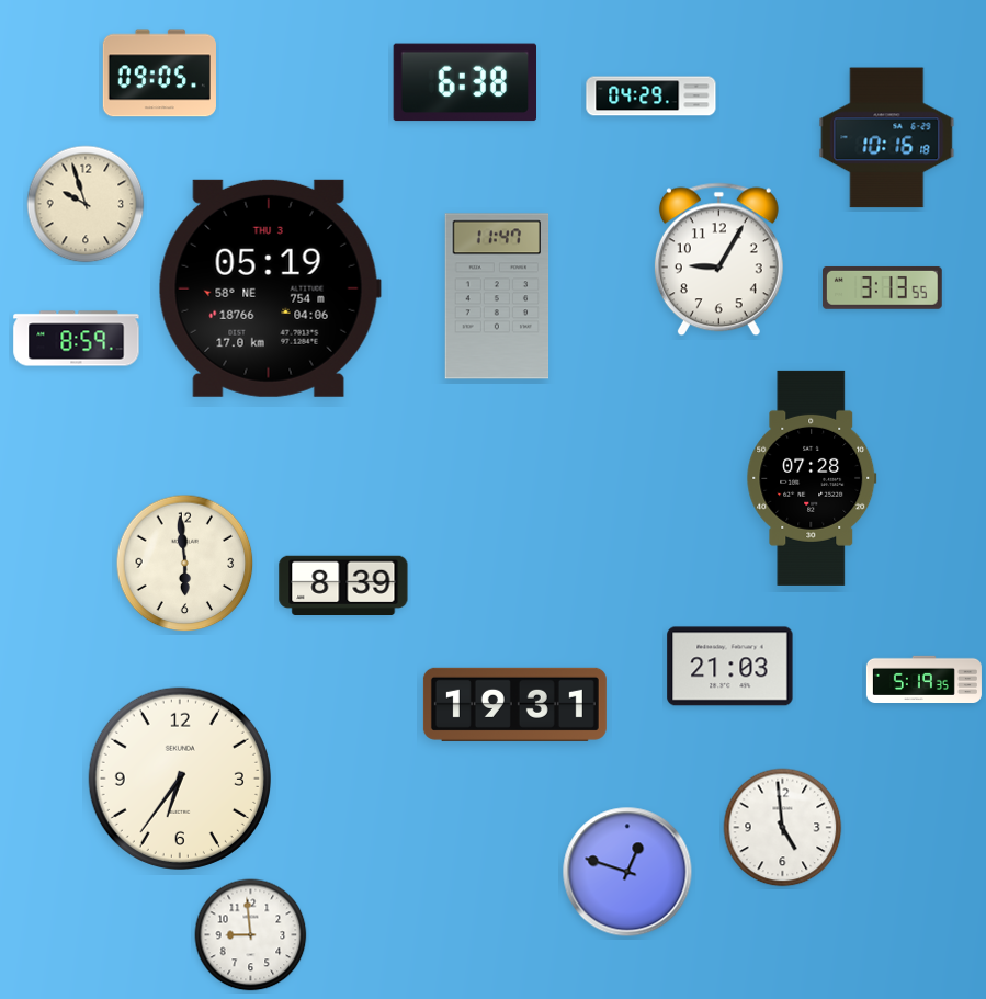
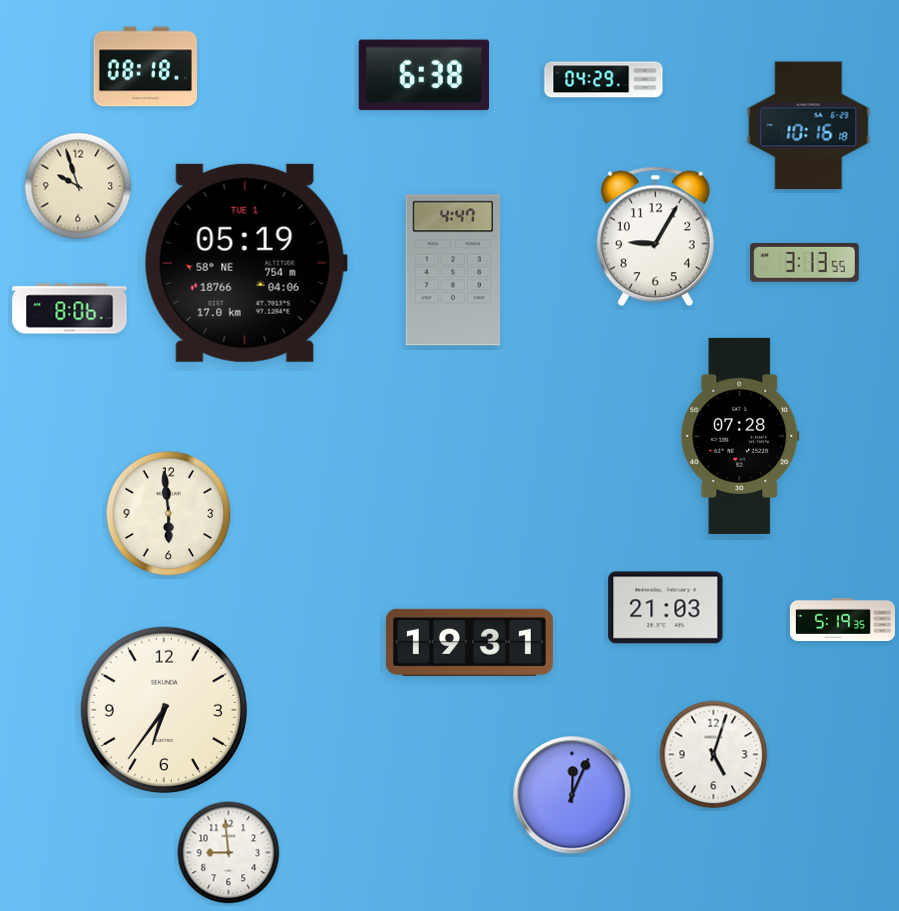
clock at (159, 73): 09:05 -> 08:18
clock at (651, 97) position: (651, 97) -> (604, 80)
clock at (270, 288) date: THU 3 -> TUE 1
clock at (497, 296): 11:47 -> 4:47
clock at (77, 339): 8:59 -> 8:06
clock at (343, 584): 8:39 -> none
clock at (783, 828): 4:59 -> 5:03
clock at (627, 872): 12:48 -> 12:04
